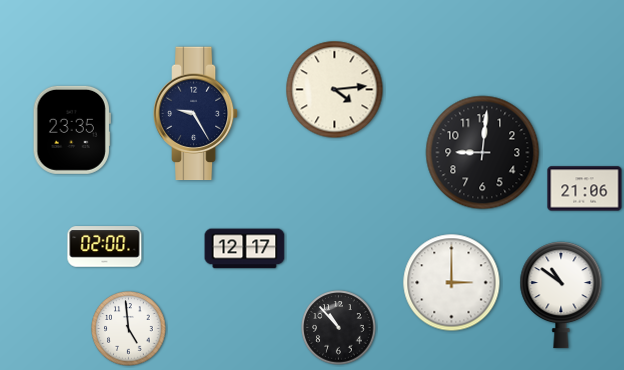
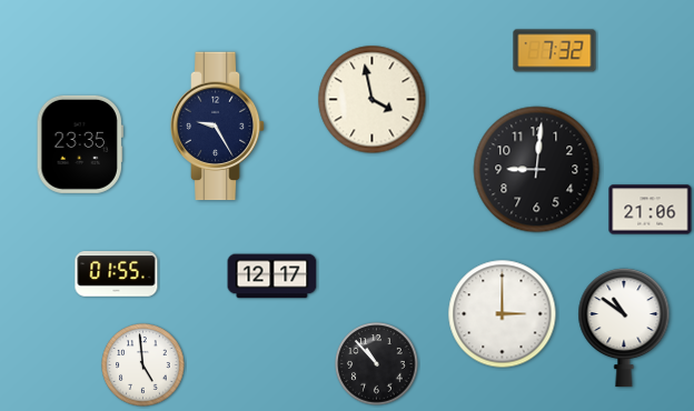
clock at (555, 51): none -> 7:32
clock at (335, 90): 4:14 -> 3:58
clock at (105, 247): 02:00 -> 01:55
